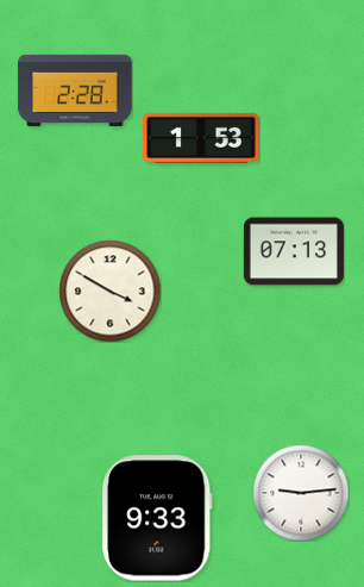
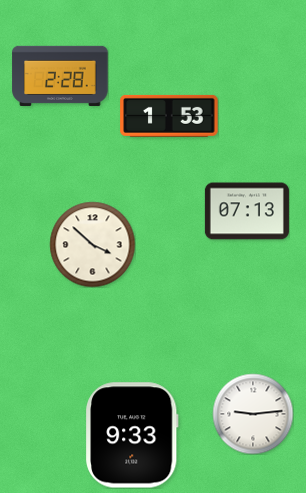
clock at (75, 90) position: (75, 90) -> (60, 76)
clock at (109, 291): 3:50 -> 3:52
